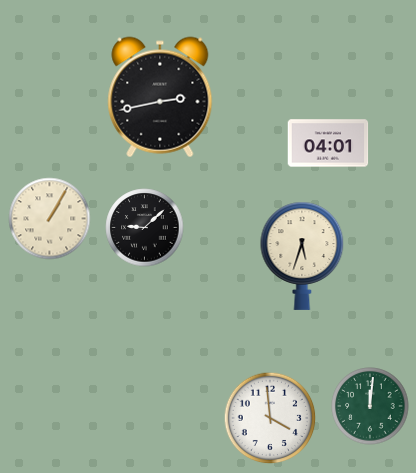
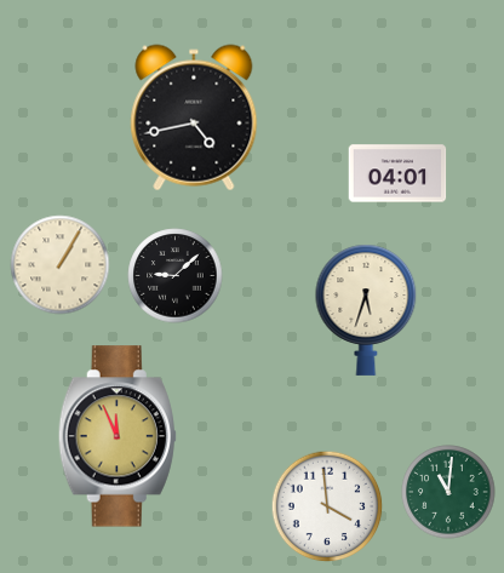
clock at (160, 97): 2:43 -> 4:43
clock at (118, 436): none -> 11:56
clock at (370, 406): 12:01 -> 11:01
